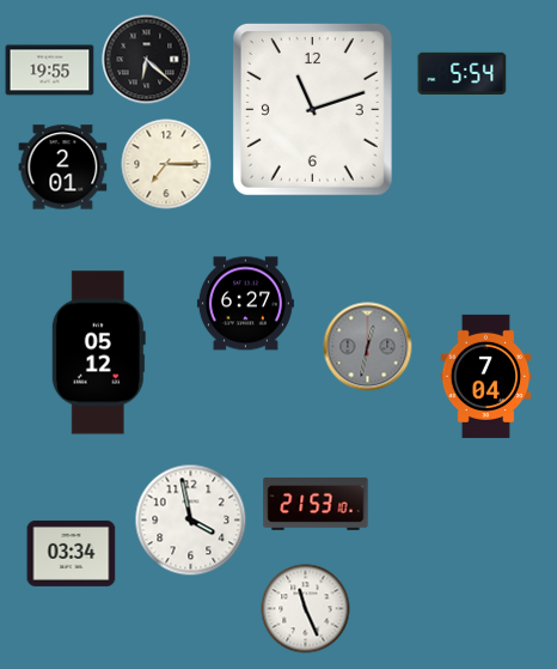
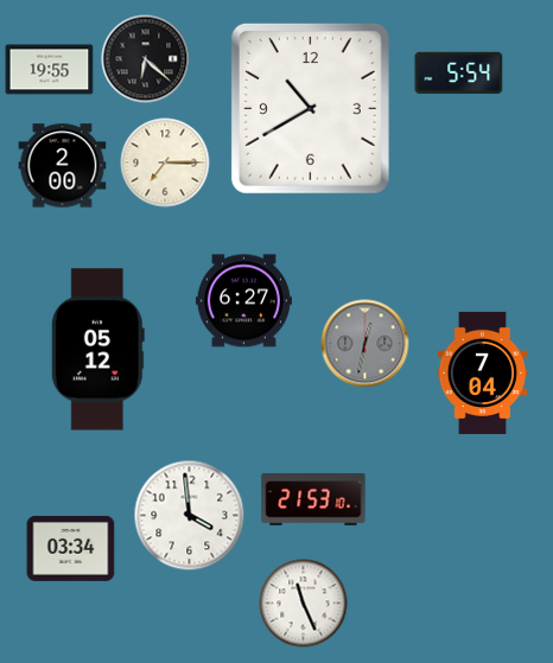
clock at (312, 109): 11:12 -> 10:40
clock at (63, 168): 2:01 -> 2:00
clock at (191, 521): 3:58 -> 3:59
